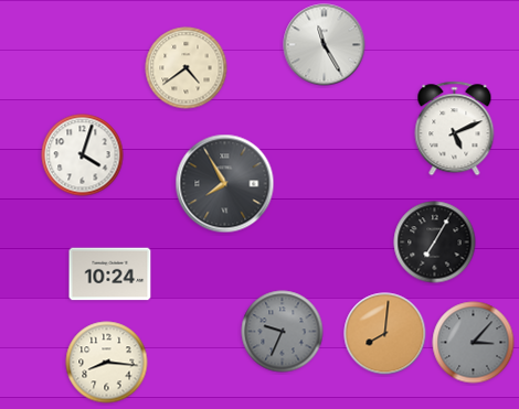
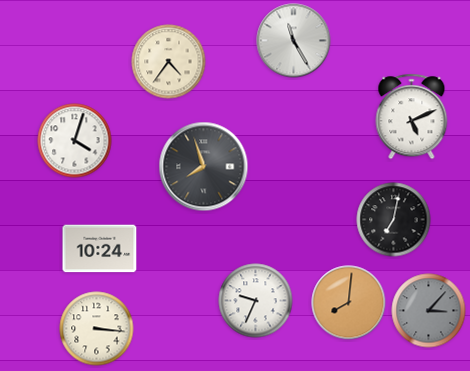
clock at (187, 68): 4:39 -> 4:36
clock at (225, 184): 7:55 -> 7:57
clock at (435, 243): 7:05 -> 7:02
clock at (283, 332) dial: grey -> white
clock at (107, 363): 8:16 -> 3:16
